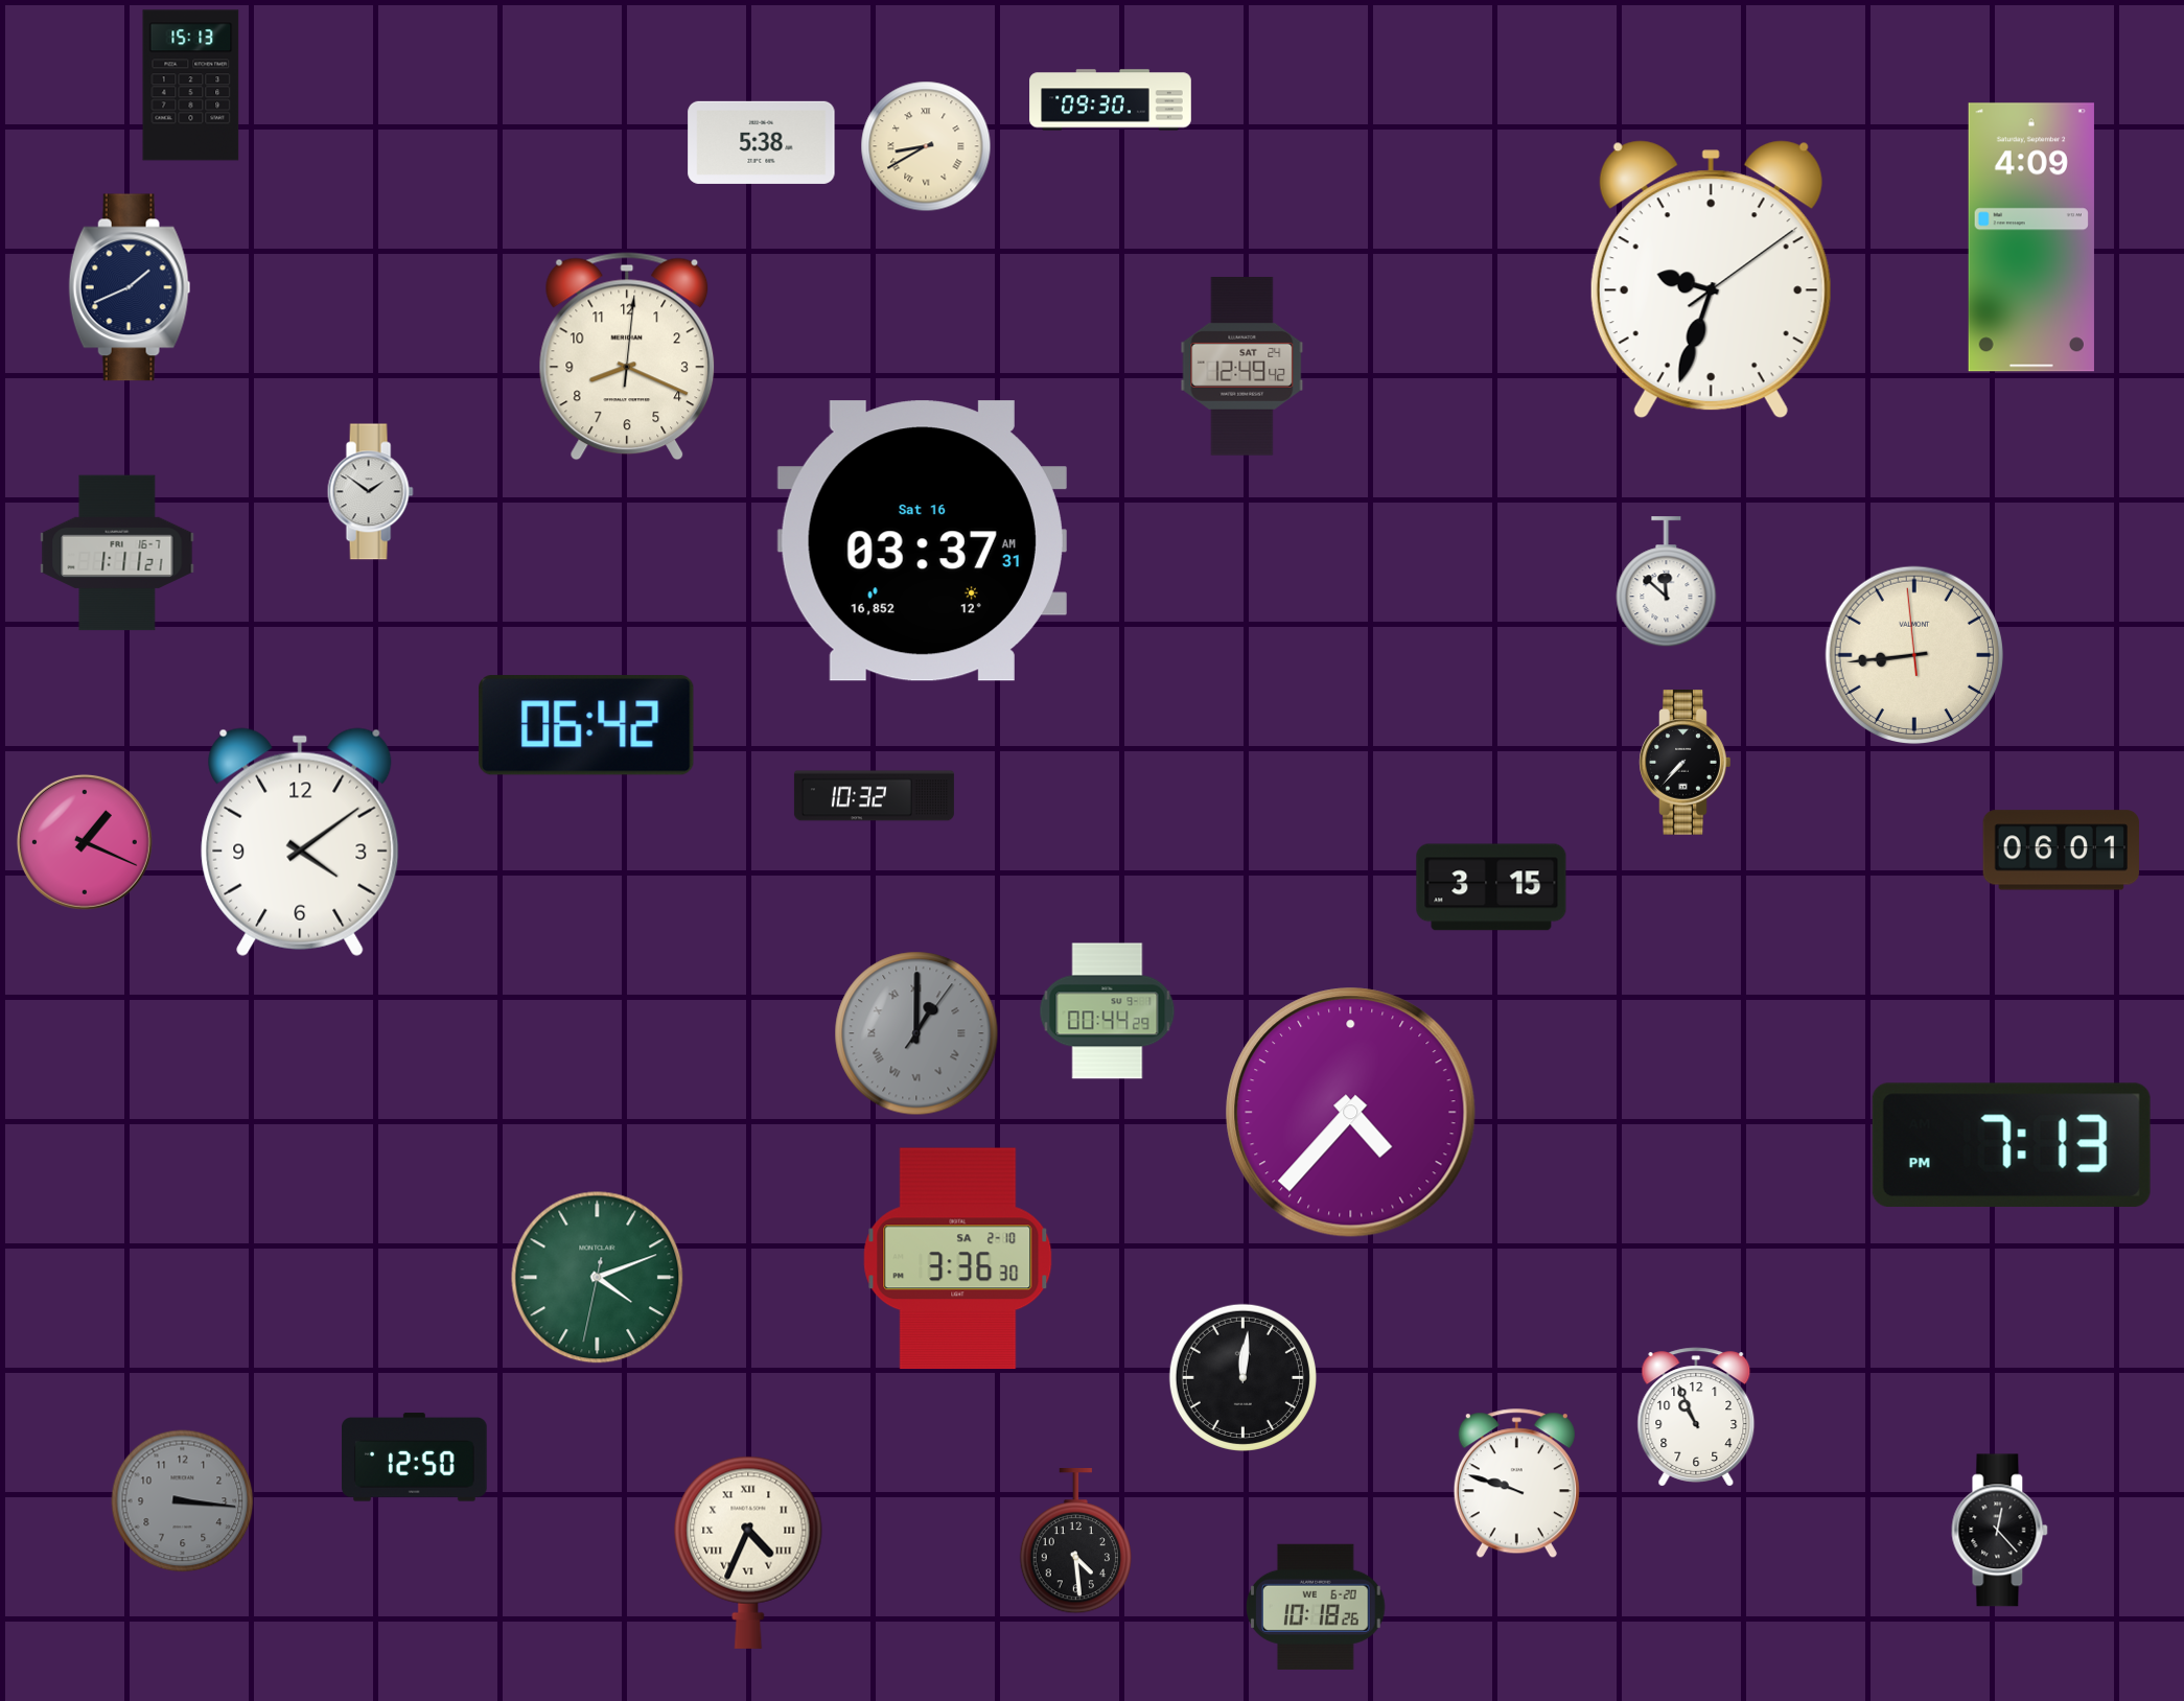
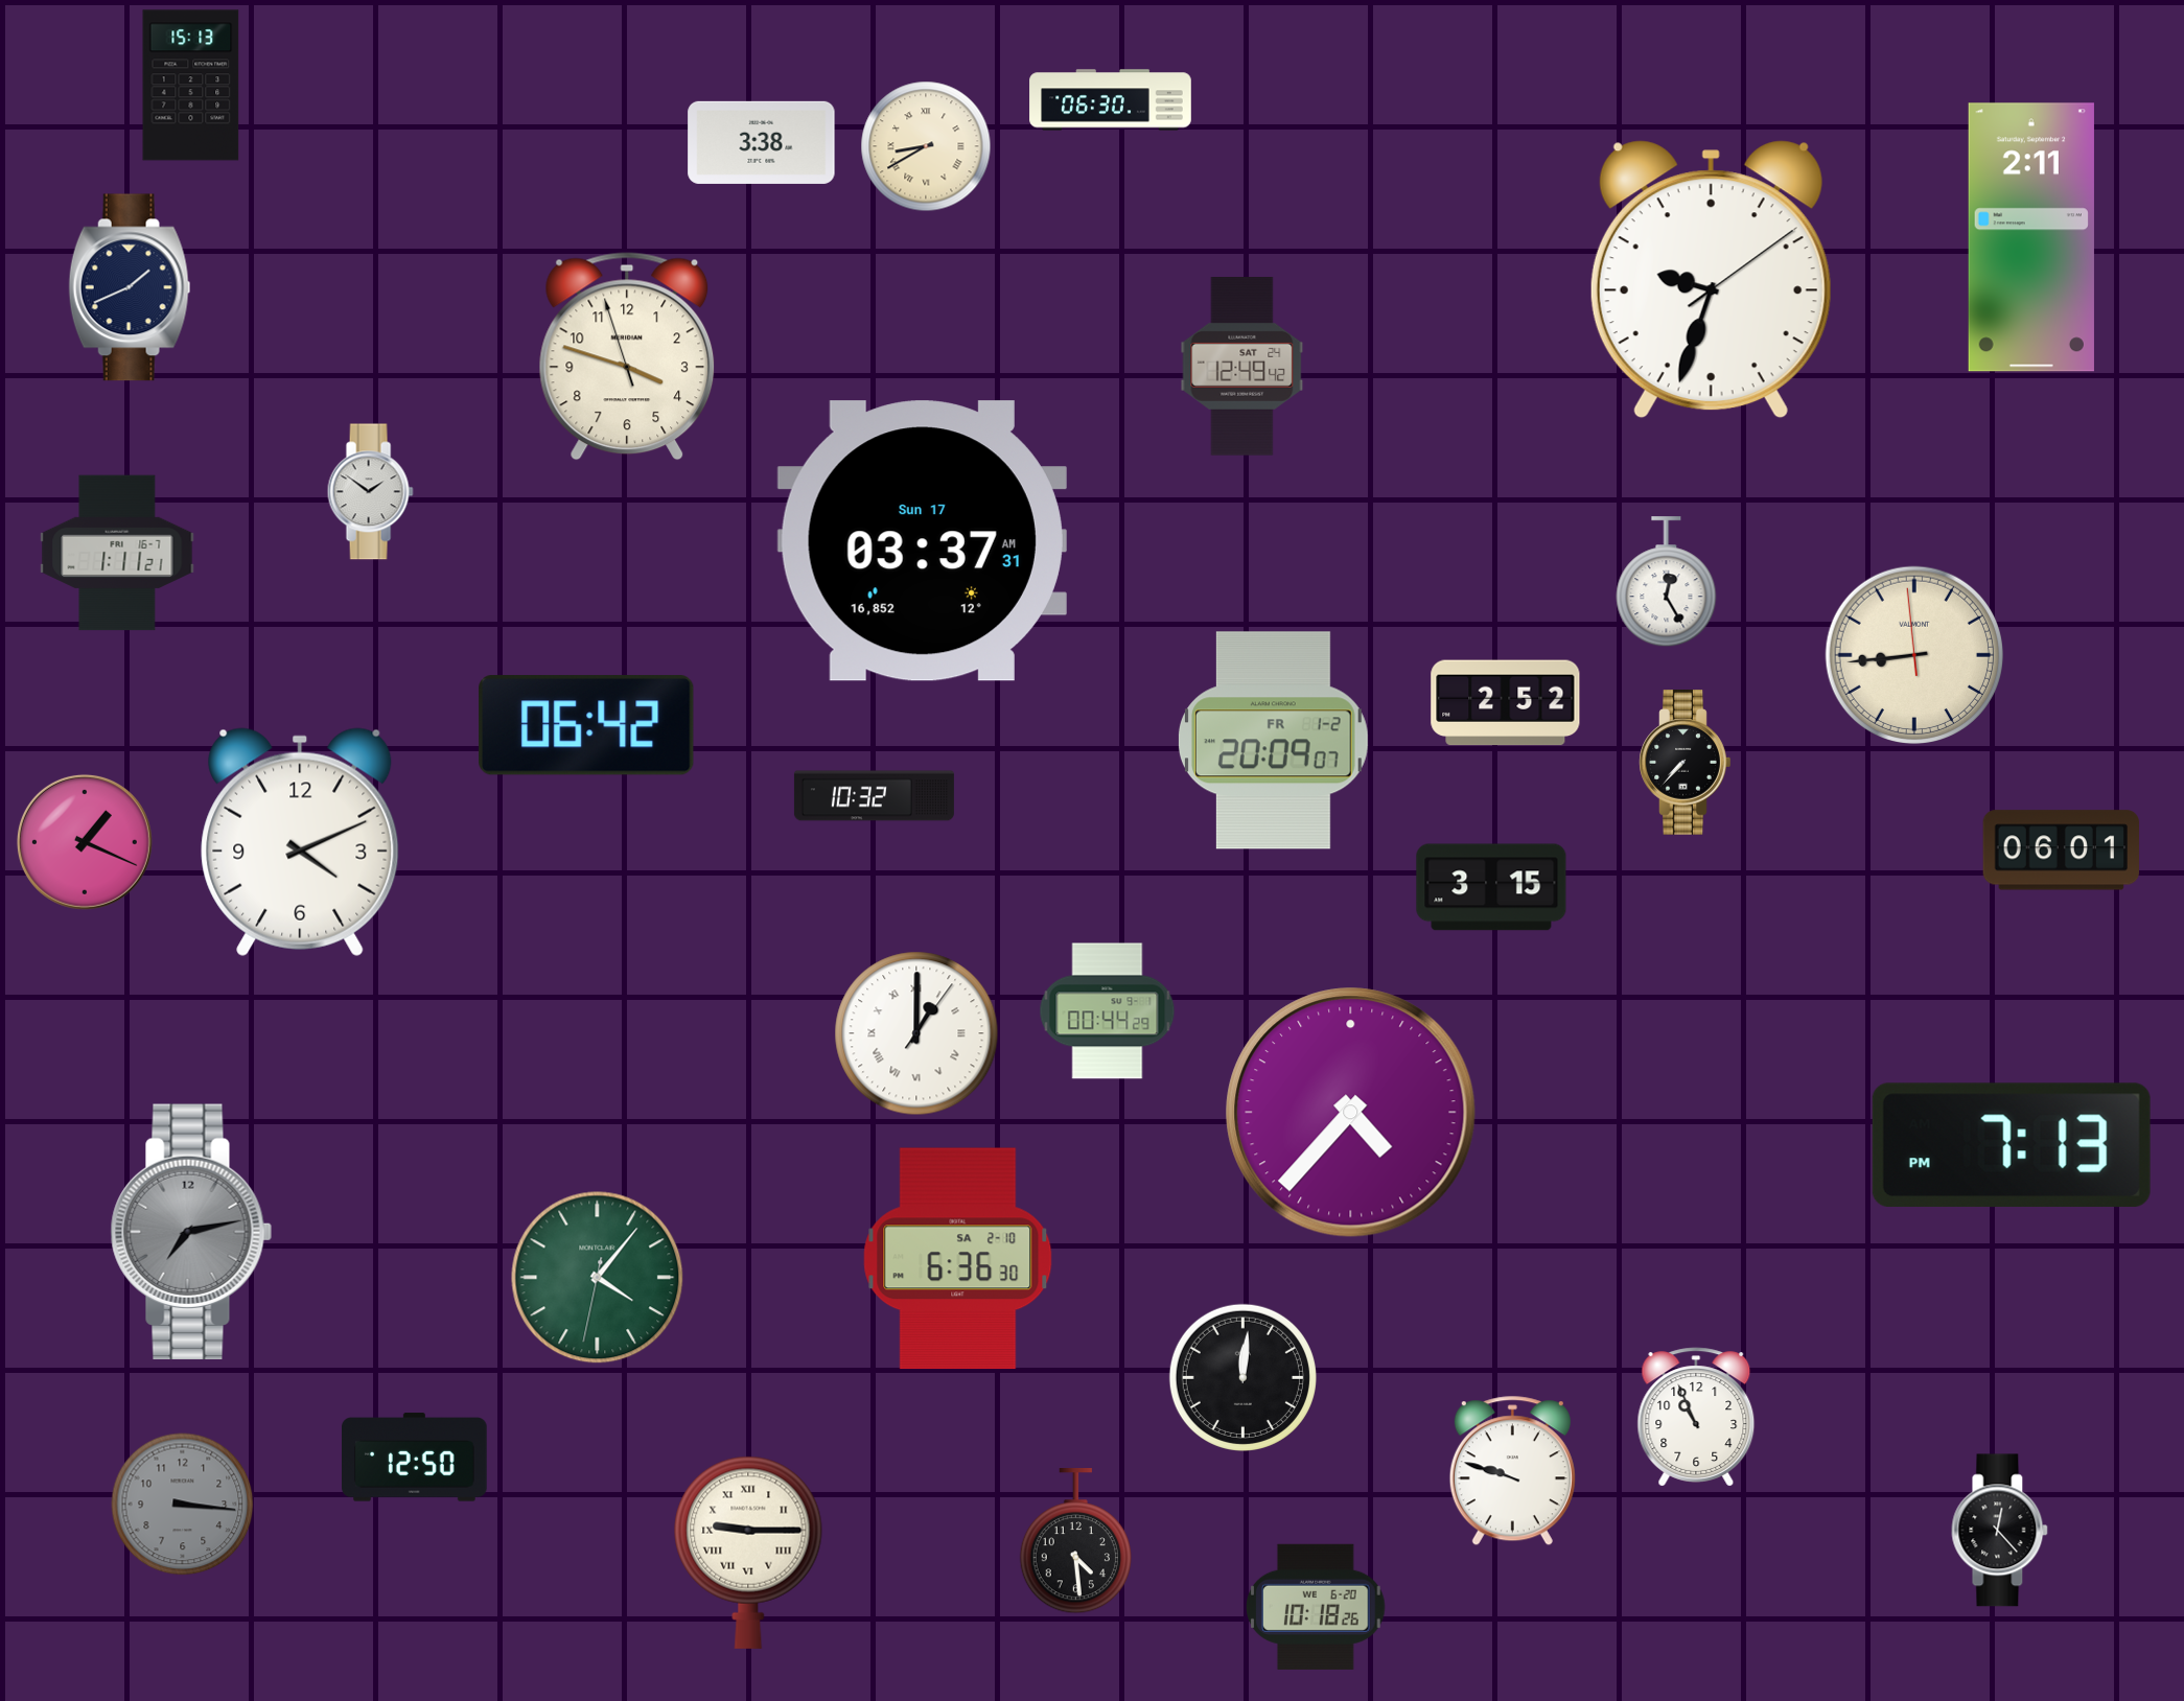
clock at (1111, 100): 09:30 -> 06:30
clock at (762, 142): 5:38 -> 3:38
clock at (2031, 237): 4:09 -> 2:11
clock at (627, 356): 8:19 -> 3:47
clock at (922, 541) date: Sat 16 -> Sun 17
clock at (1667, 582): 11:52 -> 12:25
clock at (1506, 703): none -> 2:52
clock at (1273, 741): none -> 20:09
clock at (300, 842): 4:09 -> 4:11
clock at (916, 1033) dial: grey -> white
clock at (191, 1231): none -> 7:13
clock at (958, 1259): 3:36 -> 6:36
clock at (598, 1278): 4:11 -> 4:06
clock at (1516, 1484) position: (1516, 1484) -> (1512, 1471)
clock at (183, 1501) position: (183, 1501) -> (183, 1505)
clock at (748, 1553): 4:34 -> 9:15
